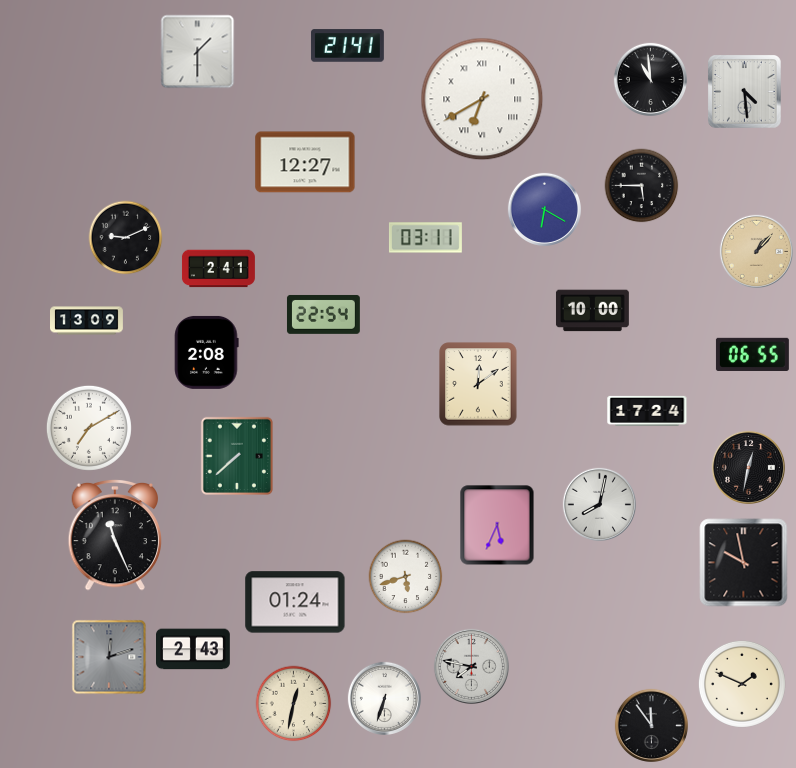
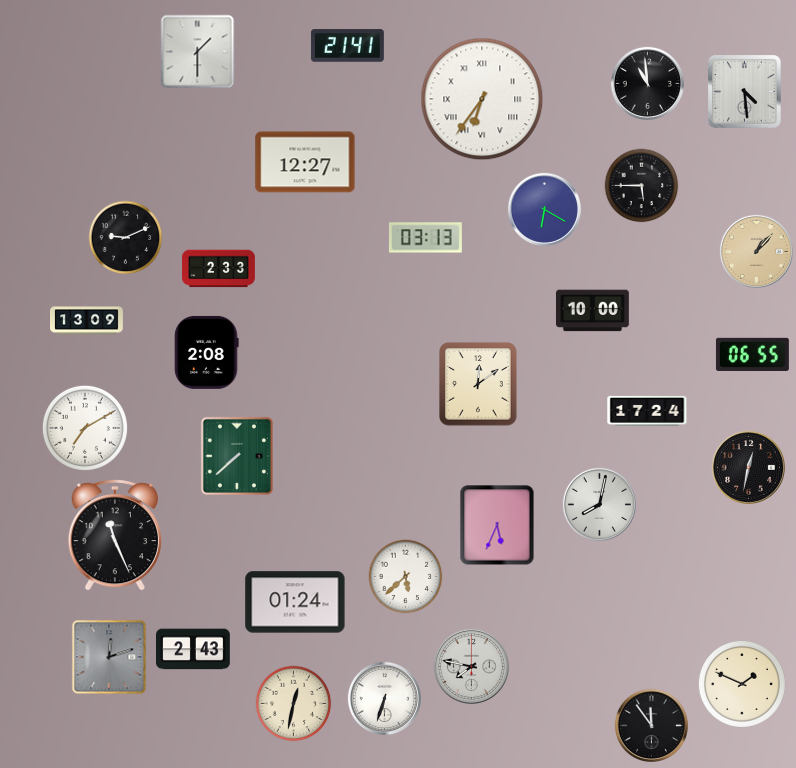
clock at (650, 79) position: (650, 79) -> (647, 83)
clock at (482, 99): 6:40 -> 6:36
clock at (425, 238): 03:11 -> 03:13
clock at (218, 269): 2:41 -> 2:33
clock at (323, 314): 22:54 -> none
clock at (89, 428) position: (89, 428) -> (85, 428)
clock at (744, 563): 9:58 -> none
clock at (406, 577): 5:42 -> 5:38
